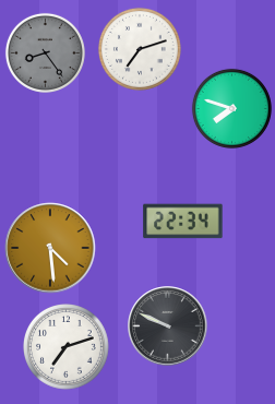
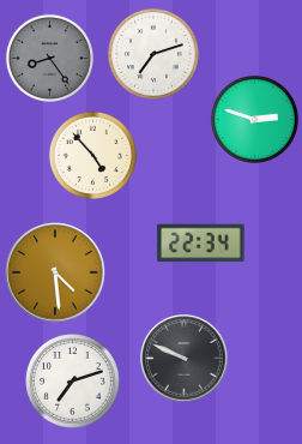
clock at (231, 108): 7:48 -> 2:48
clock at (92, 155): none -> 4:53
